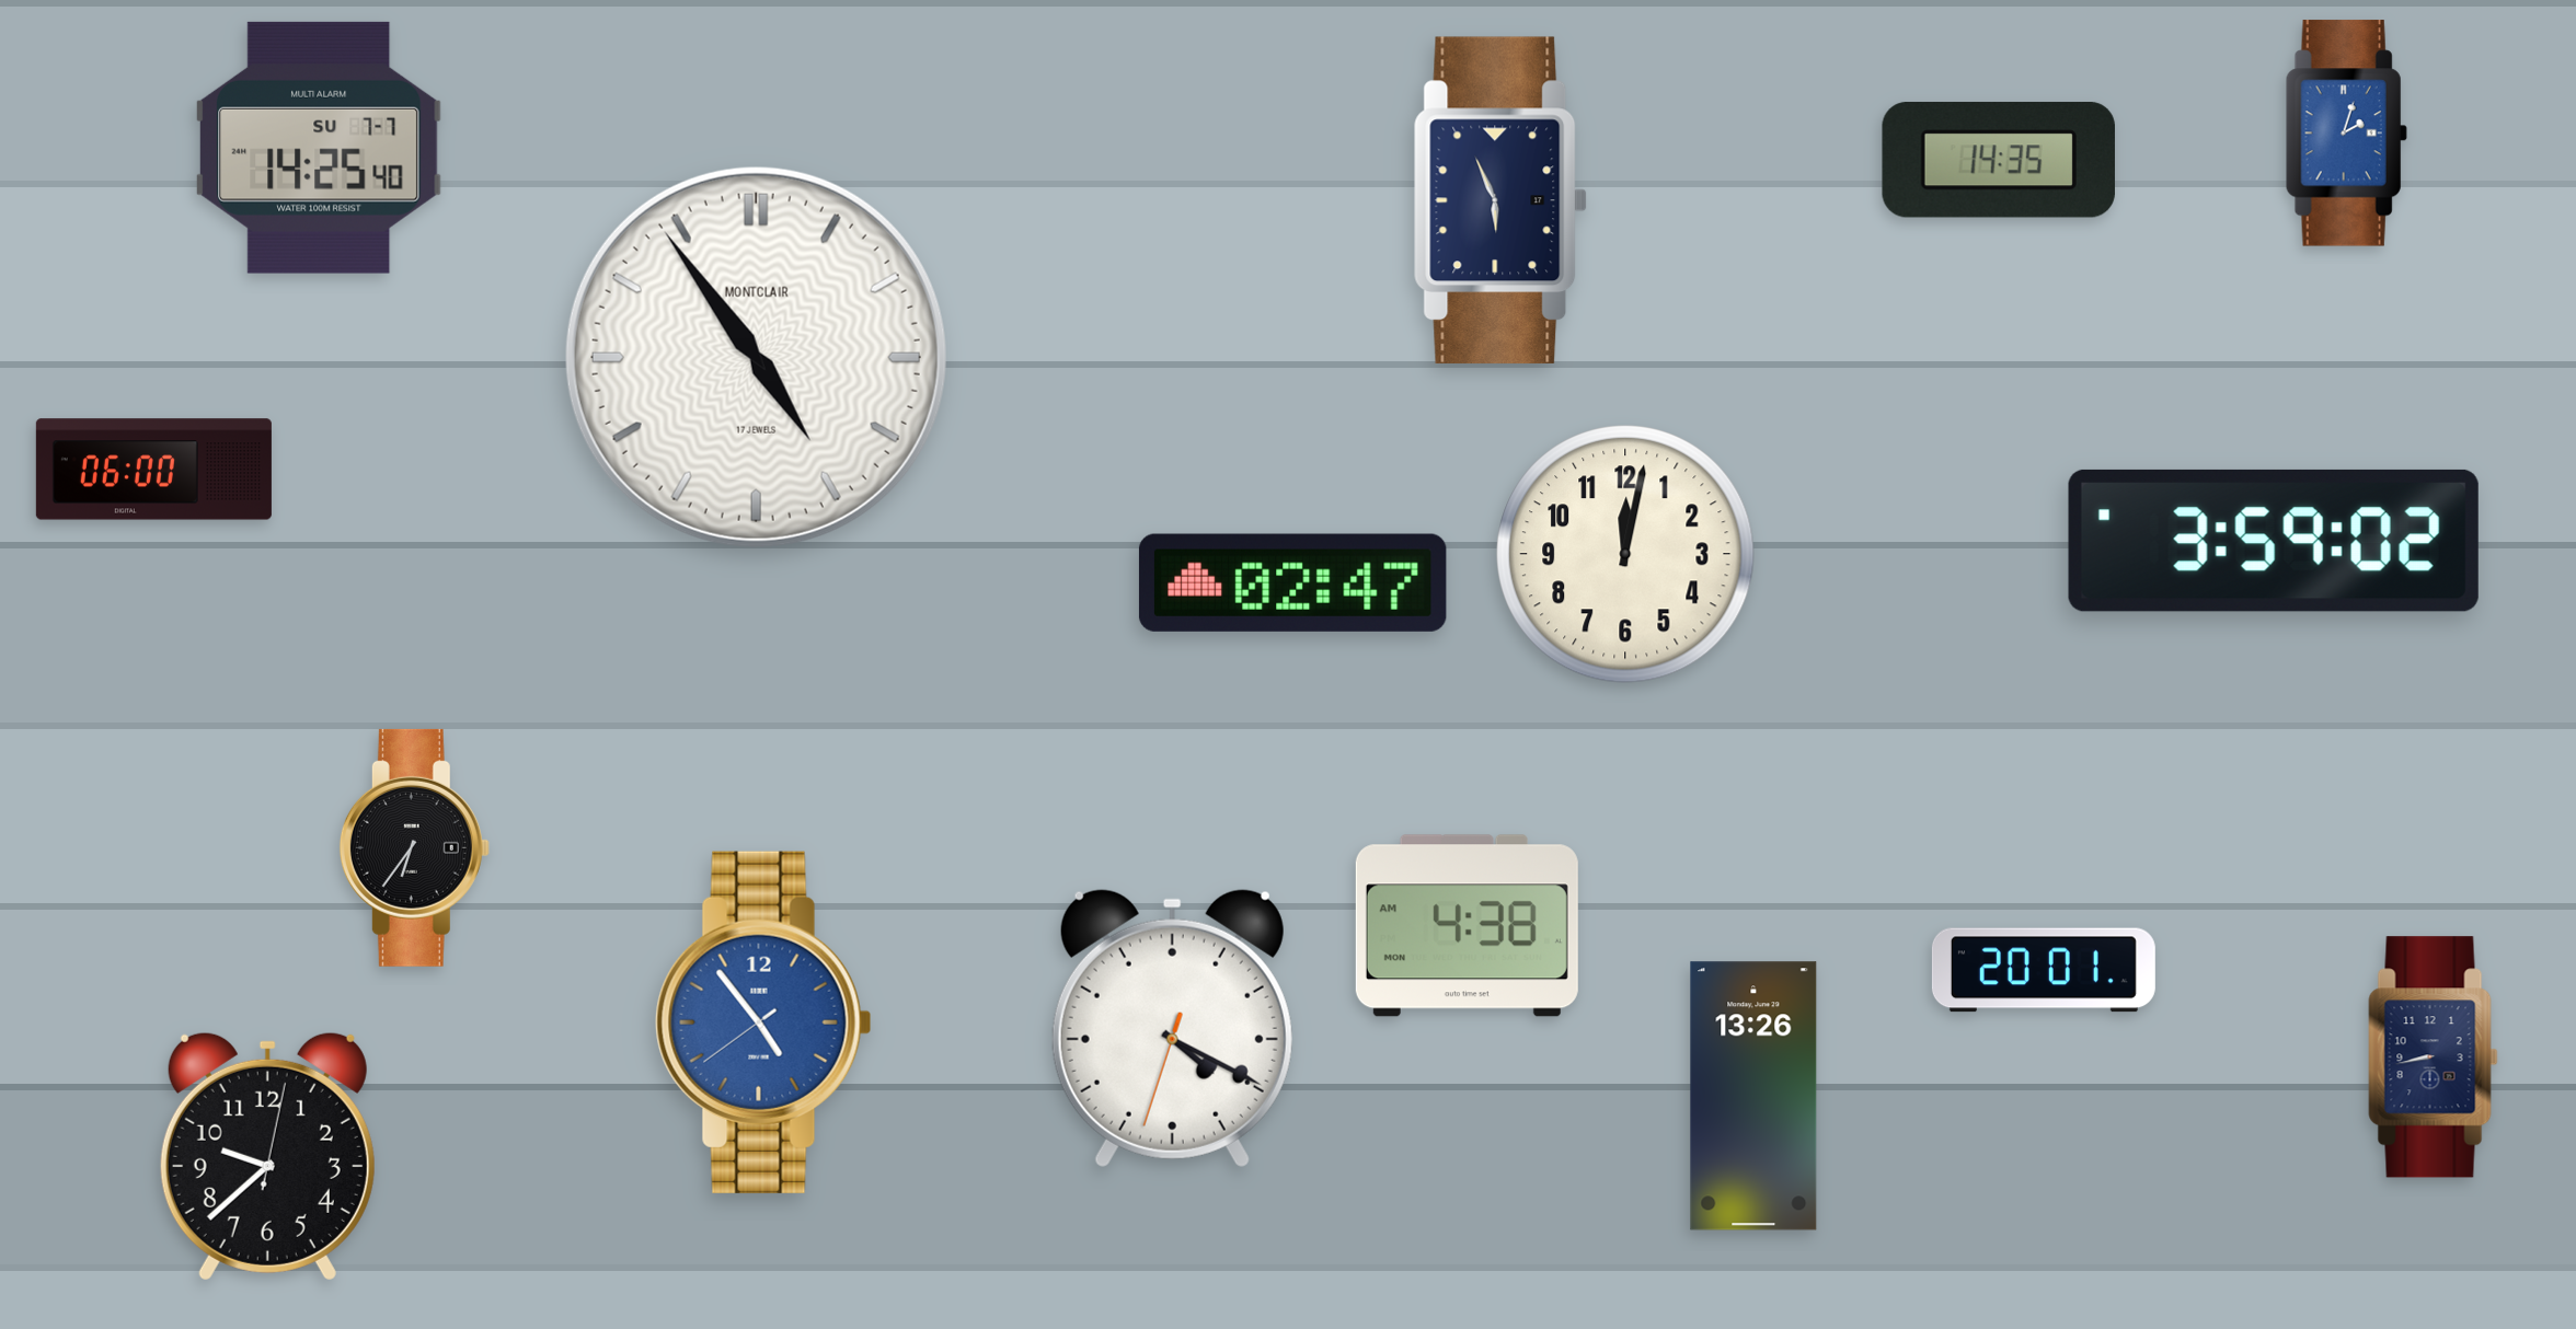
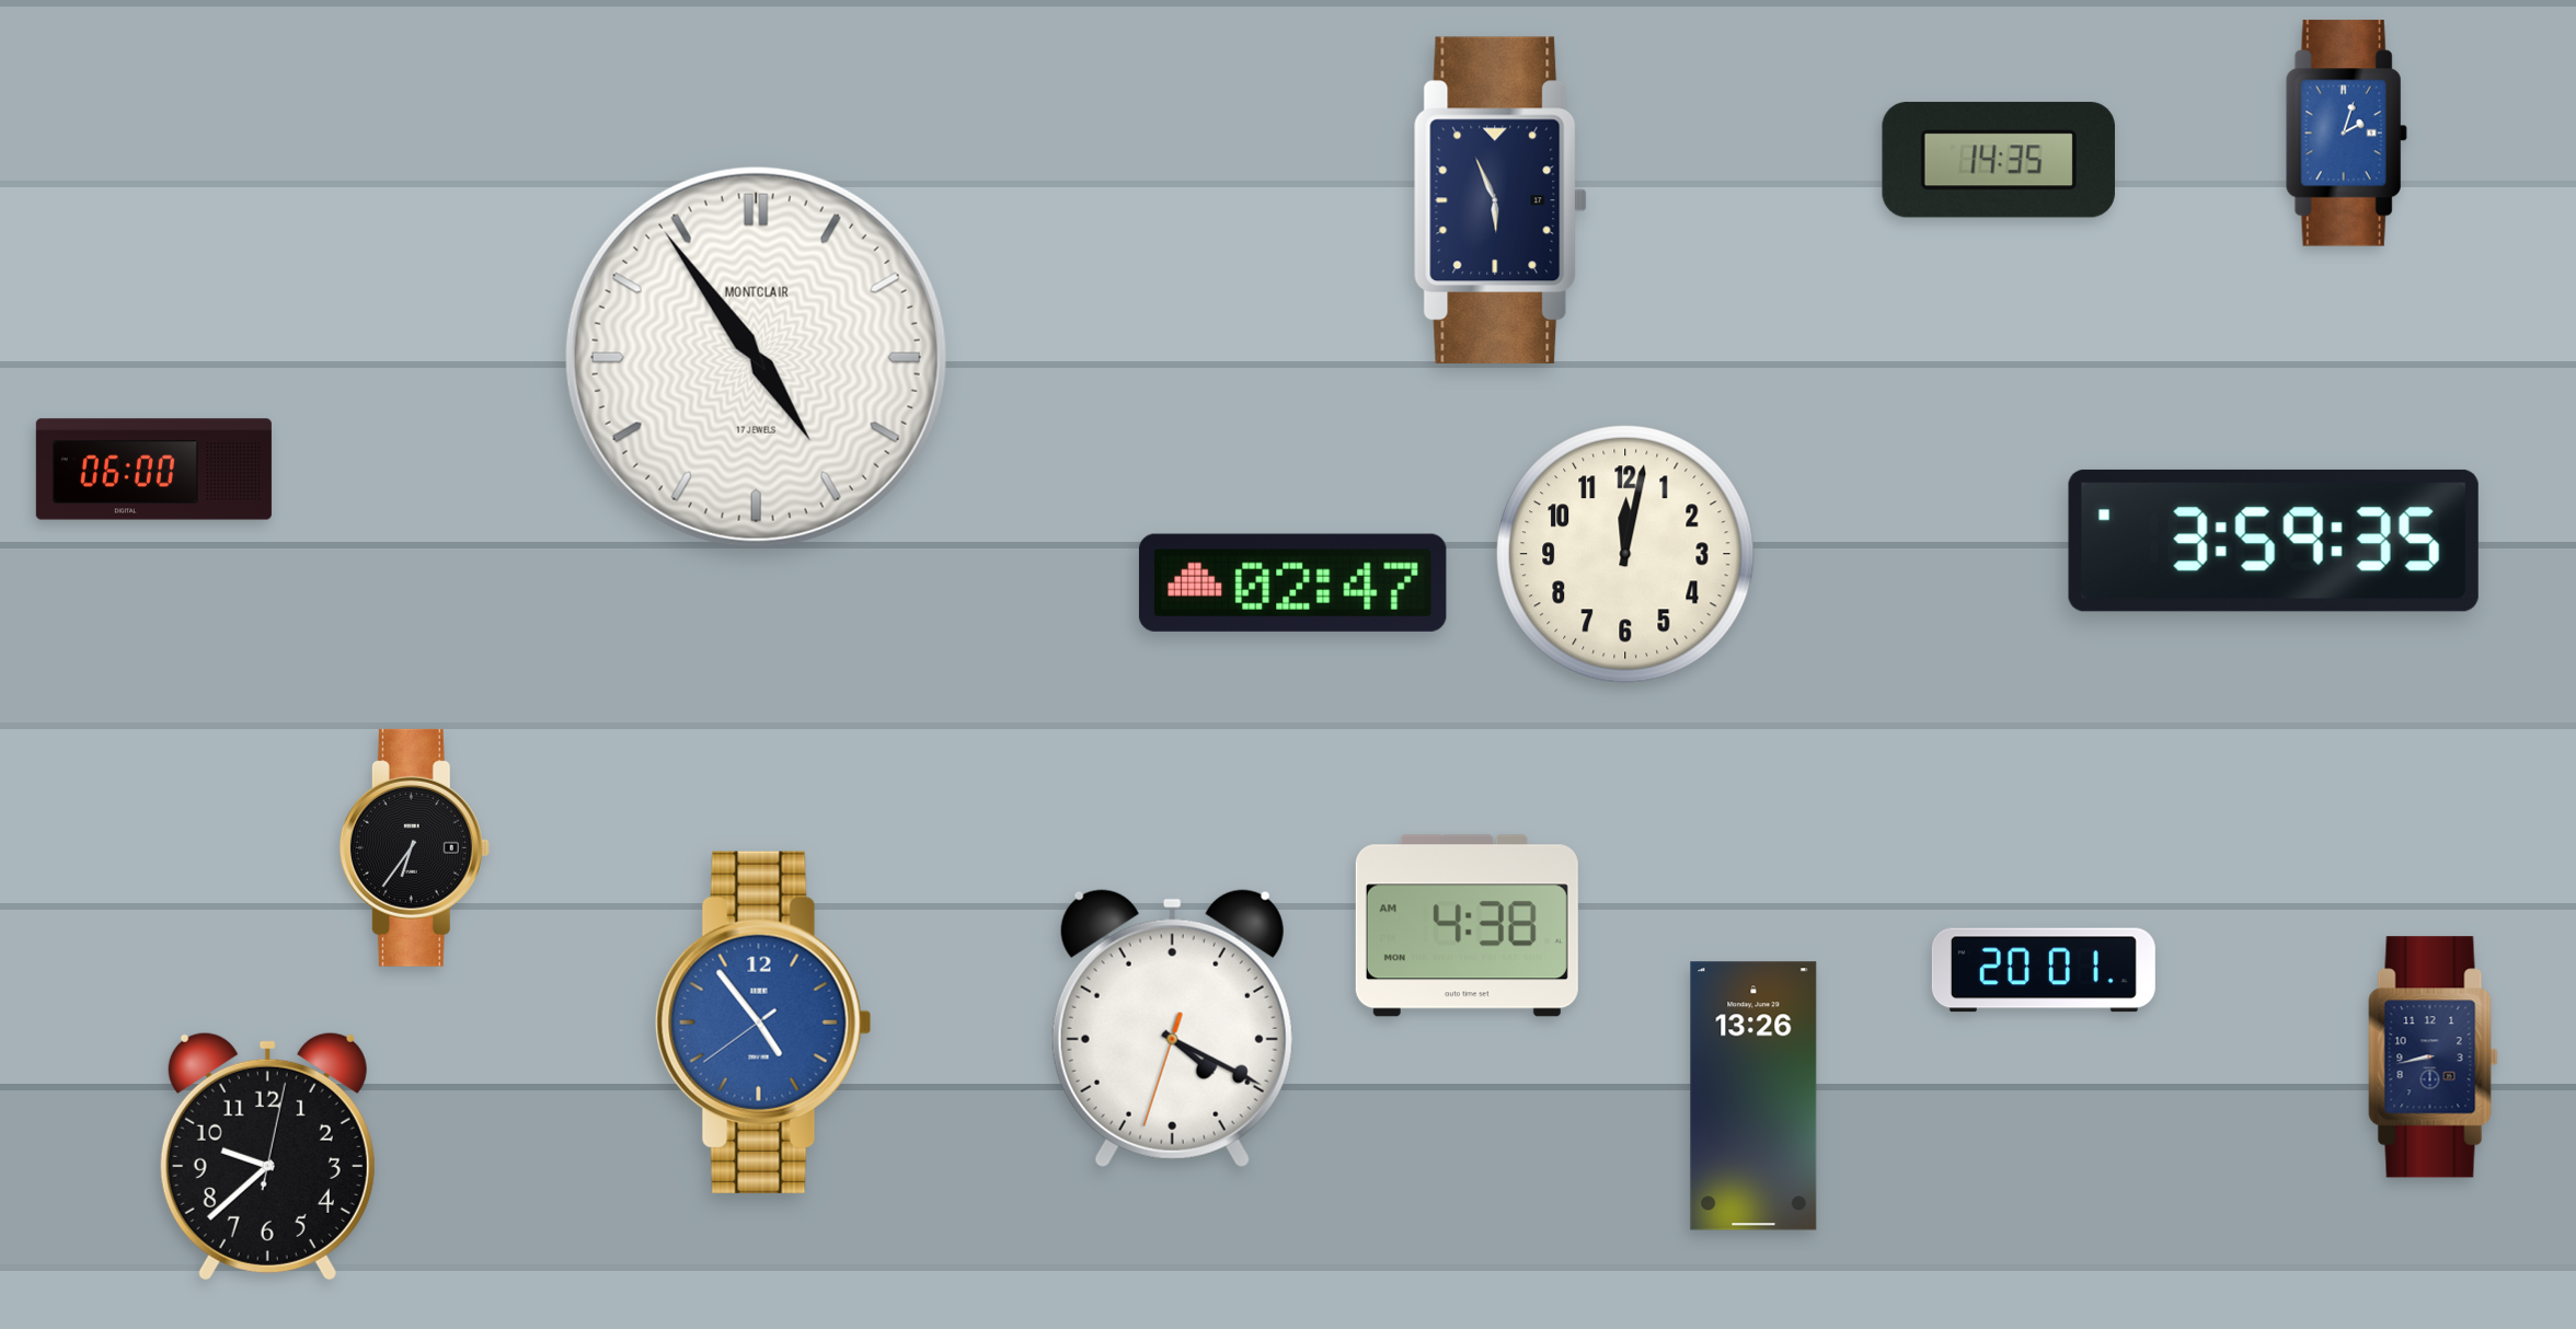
clock at (319, 148): 14:25 -> none
clock at (2274, 541): 3:59:02 -> 3:59:35
